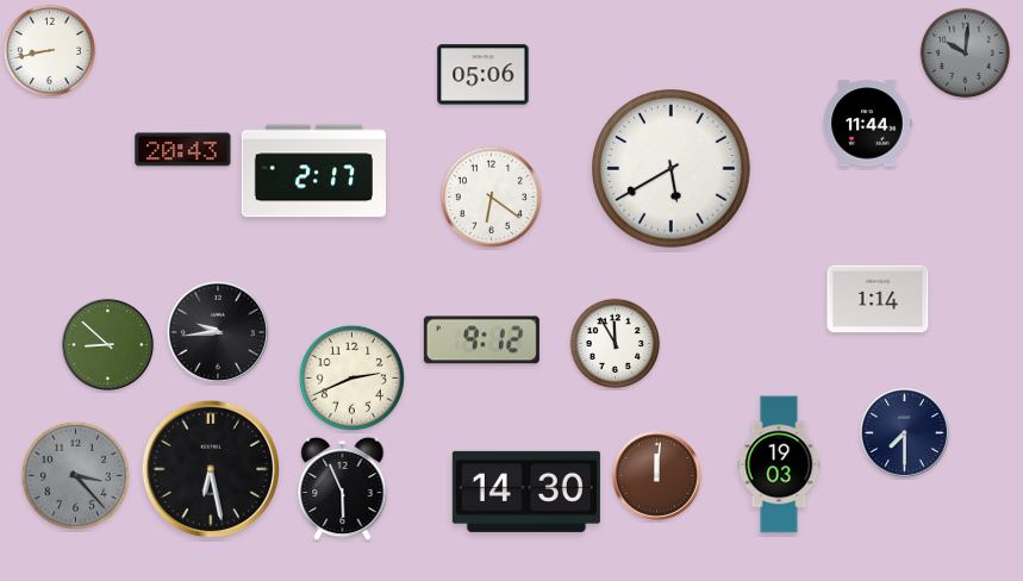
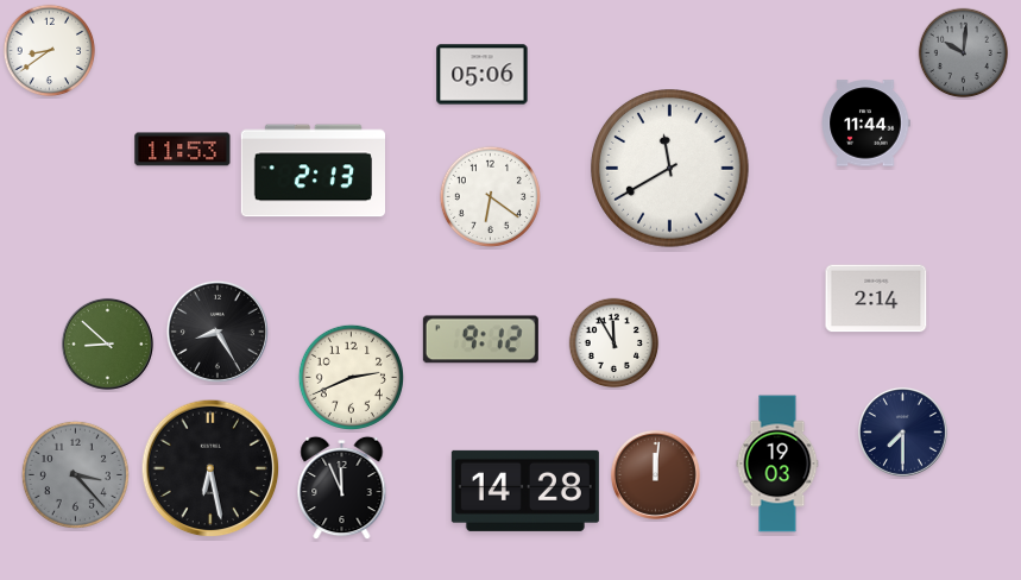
clock at (50, 51): 8:43 -> 8:39
clock at (183, 150): 20:43 -> 11:53
clock at (672, 169): 5:40 -> 11:40
clock at (313, 171): 2:17 -> 2:13
clock at (878, 299): 1:14 -> 2:14
clock at (218, 332): 9:44 -> 8:25
clock at (343, 489): 5:56 -> 11:56
clock at (526, 492): 14:30 -> 14:28
